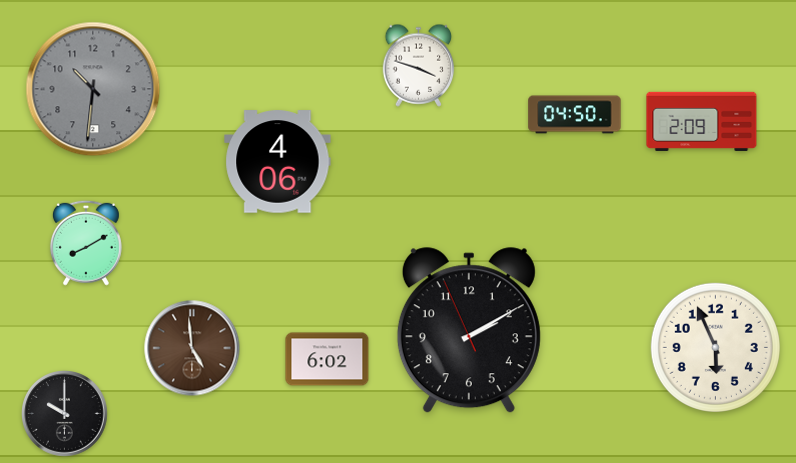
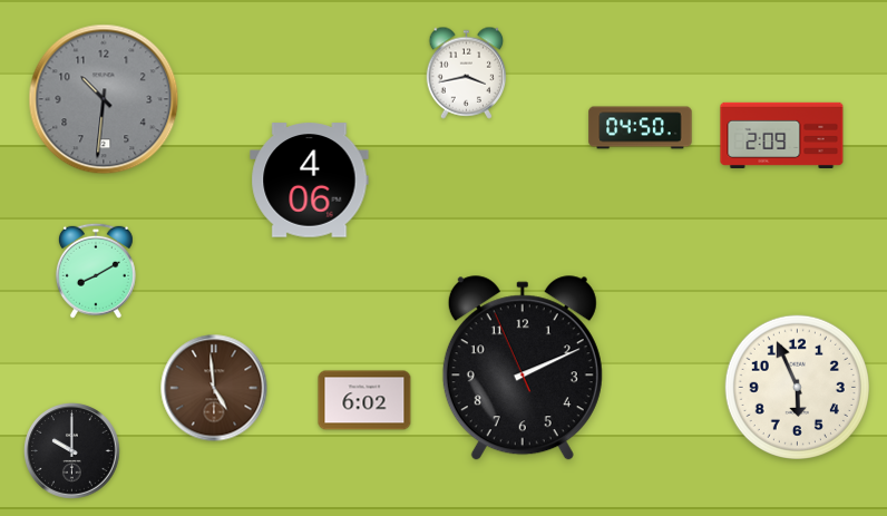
clock at (419, 65): 3:48 -> 3:43
clock at (469, 331): 2:09 -> 2:10
clock at (65, 414) position: (65, 414) -> (72, 451)
